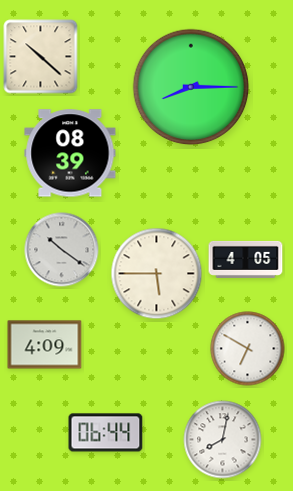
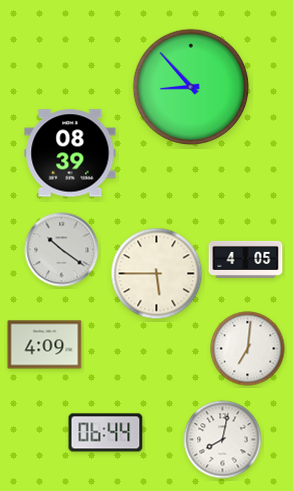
clock at (41, 57): 10:22 -> none
clock at (191, 87): 8:15 -> 8:53
clock at (248, 349): 6:50 -> 7:01
